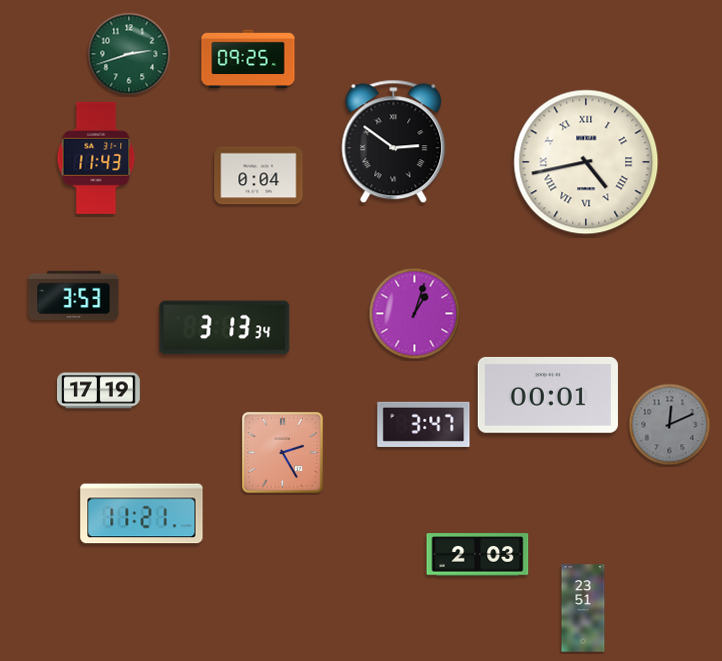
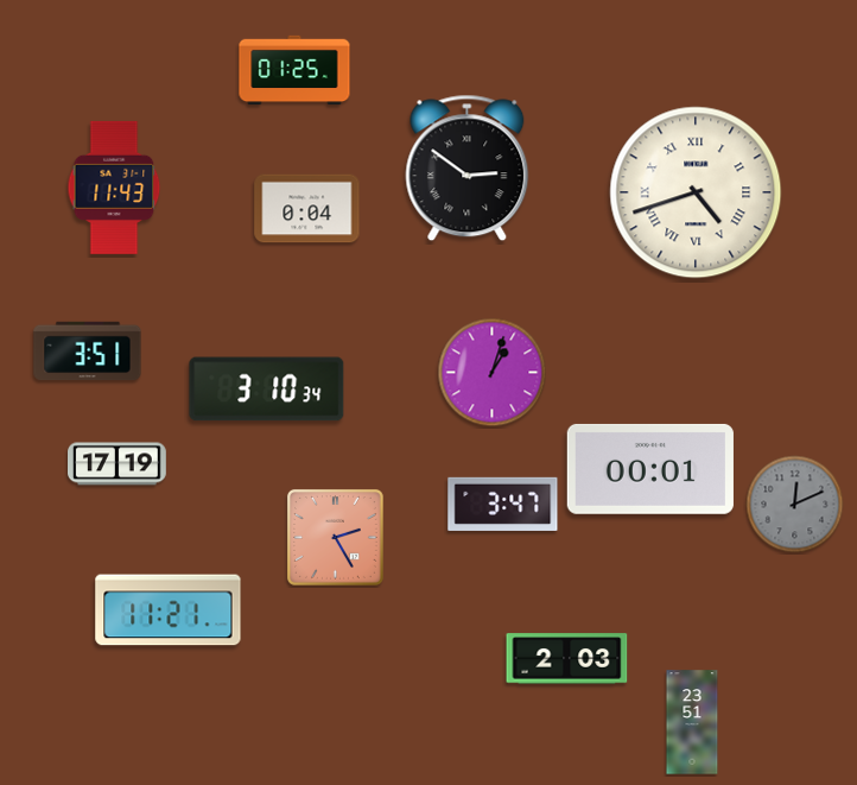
clock at (129, 54): 2:42 -> none
clock at (248, 59): 09:25 -> 01:25
clock at (586, 162): 4:43 -> 4:42
clock at (74, 296): 3:53 -> 3:51
clock at (225, 328): 3:13 -> 3:10
